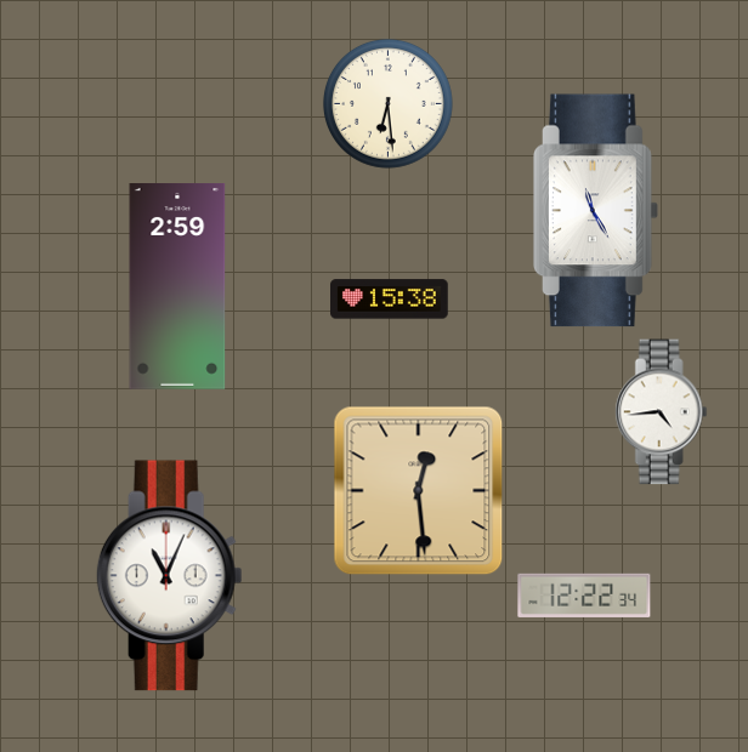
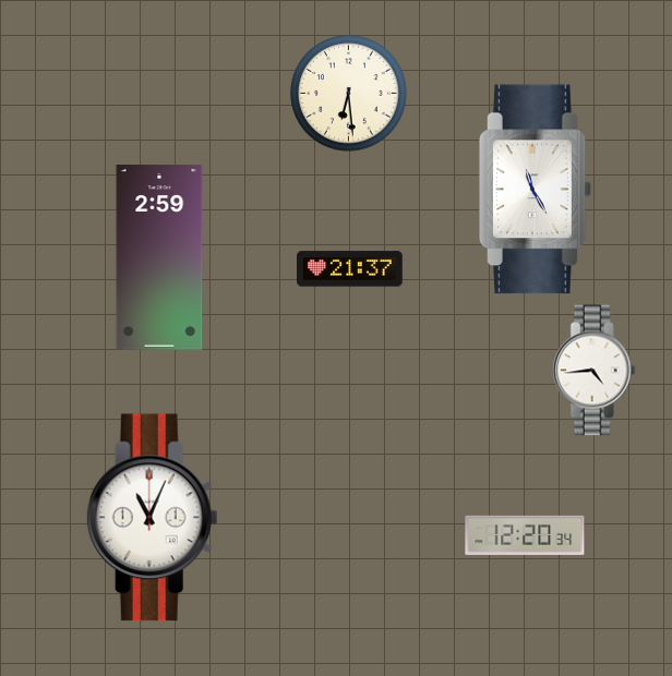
clock at (390, 300): 15:38 -> 21:37
clock at (419, 491): 12:29 -> none
clock at (584, 596): 12:22 -> 12:20
